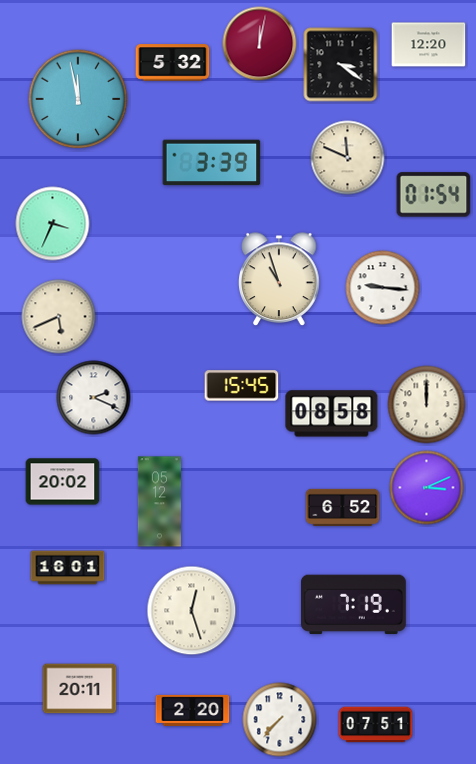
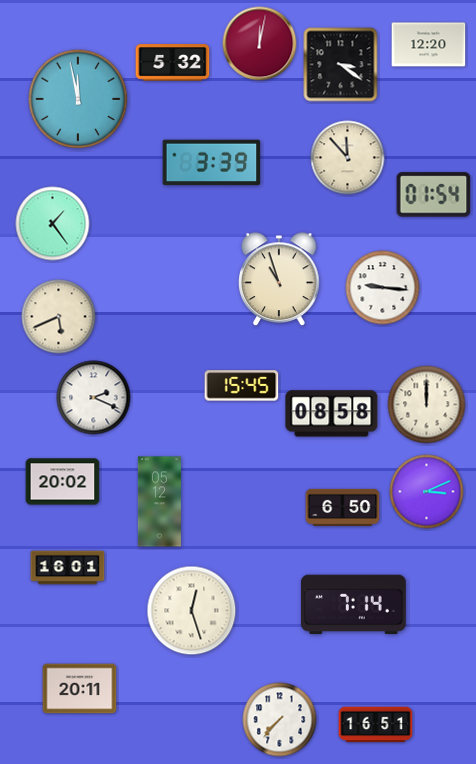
clock at (348, 158): 11:49 -> 11:53
clock at (53, 224): 3:34 -> 1:24
clock at (427, 488) position: (427, 488) -> (427, 492)
clock at (343, 507): 6:52 -> 6:50
clock at (353, 605): 7:19 -> 7:14
clock at (193, 710): 2:20 -> none
clock at (376, 725): 07:51 -> 16:51
